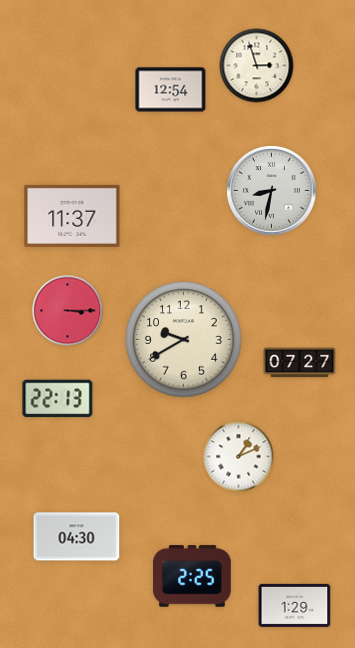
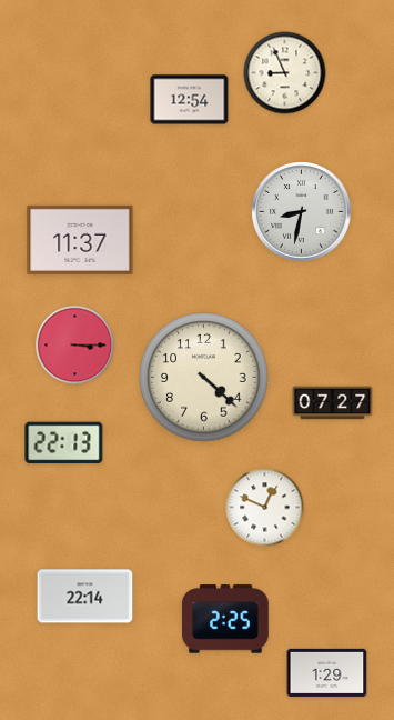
clock at (257, 66): 2:57 -> 8:56
clock at (184, 340): 9:40 -> 4:22
clock at (239, 457): 1:11 -> 12:49
clock at (77, 537): 04:30 -> 22:14
clock at (193, 576) position: (193, 576) -> (226, 619)
